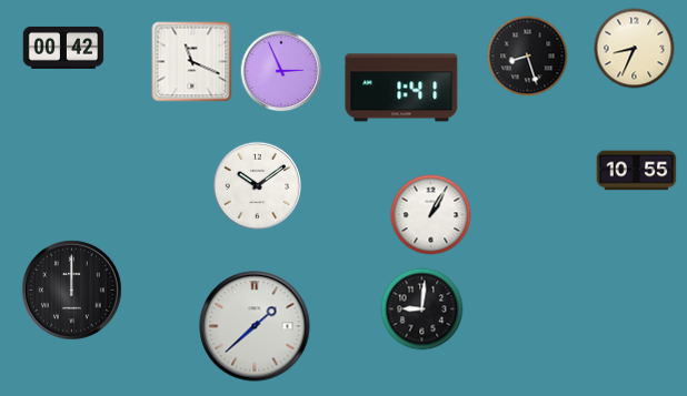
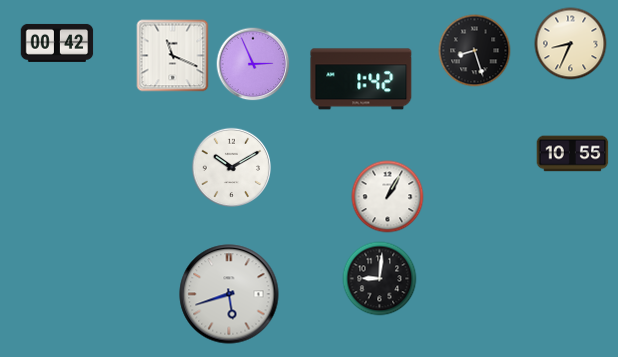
clock at (401, 88): 1:41 -> 1:42
clock at (258, 186): 10:09 -> 10:10
clock at (431, 215) position: (431, 215) -> (388, 197)
clock at (72, 291): 12:00 -> none
clock at (255, 326): 1:38 -> 5:42
